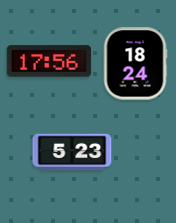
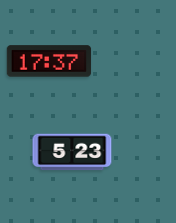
clock at (49, 61): 17:56 -> 17:37
clock at (135, 64): 18:24 -> none
